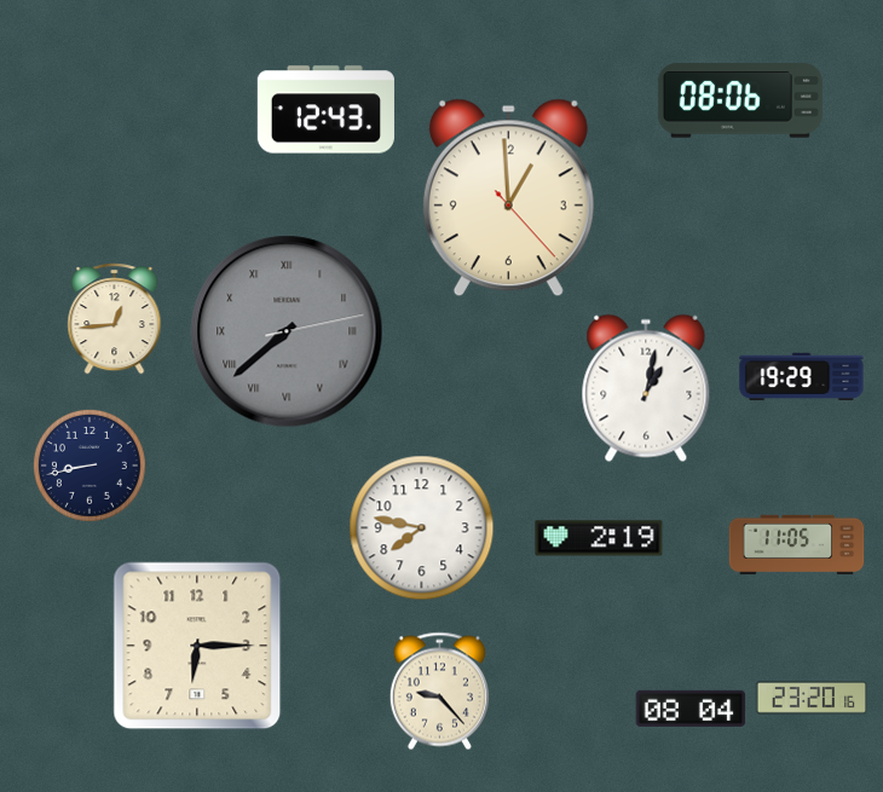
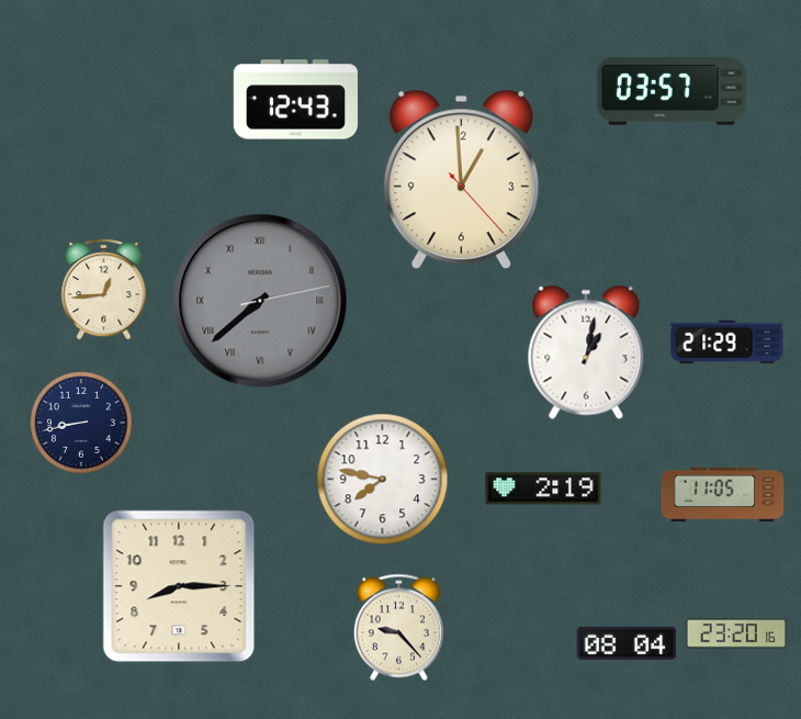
clock at (740, 100): 08:06 -> 03:57
clock at (802, 377): 19:29 -> 21:29
clock at (197, 646): 6:15 -> 8:15
